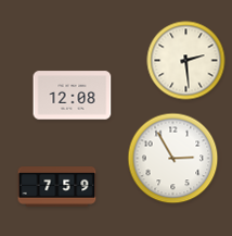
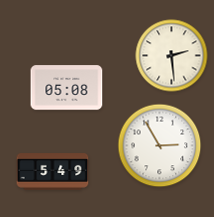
clock at (73, 96): 12:08 -> 05:08
clock at (57, 187): 7:59 -> 5:49
